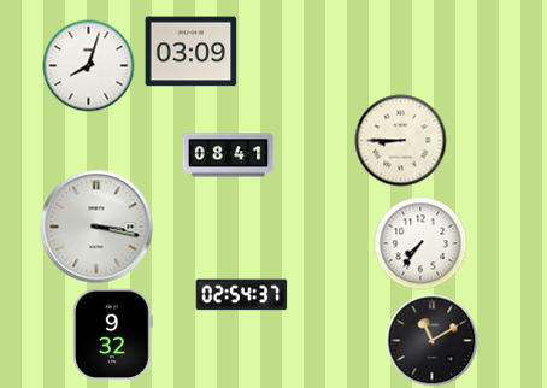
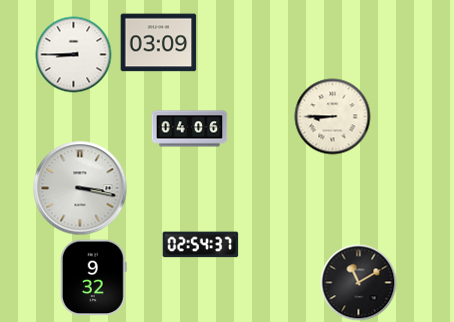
clock at (89, 66): 8:03 -> 8:45
clock at (229, 155): 08:41 -> 04:06
clock at (420, 243): 7:36 -> none
